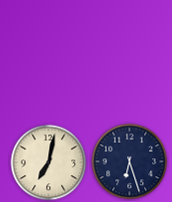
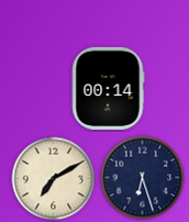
clock at (108, 88): none -> 00:14
clock at (49, 163): 7:02 -> 7:10
